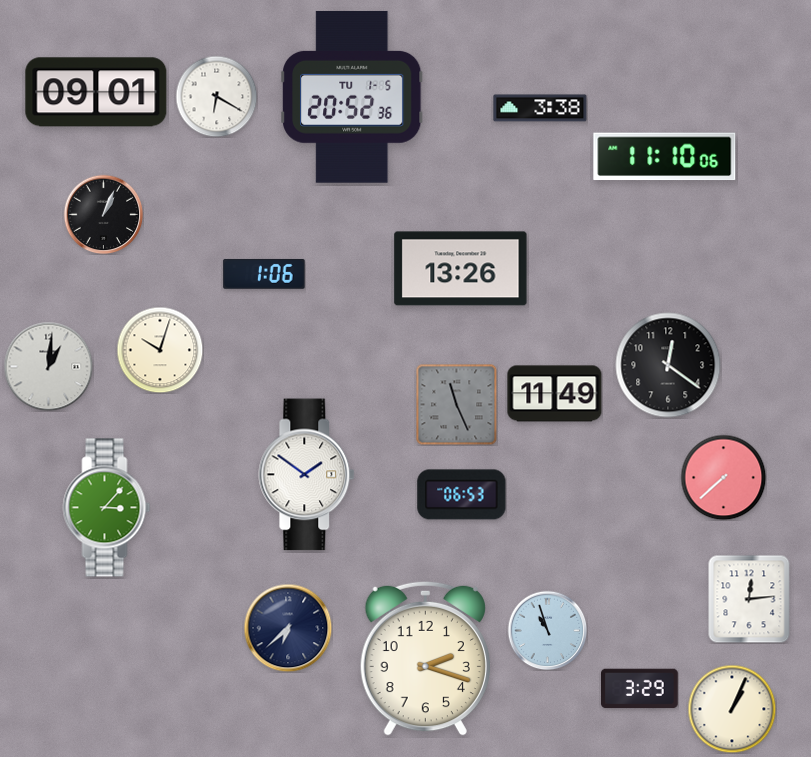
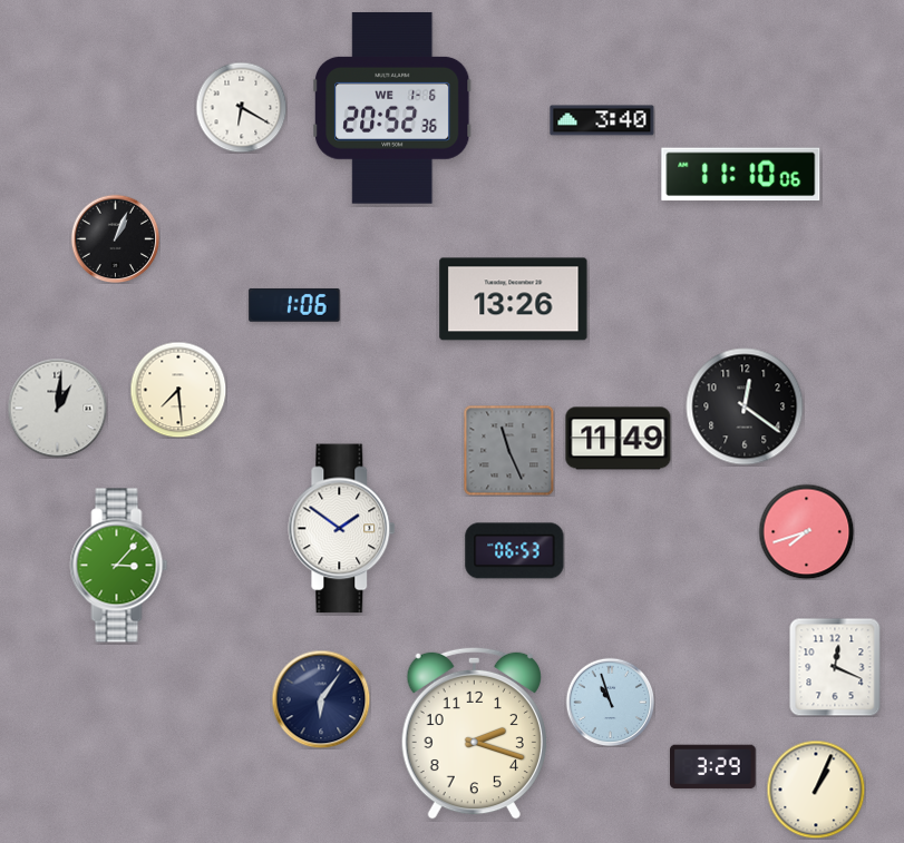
clock at (96, 92): 09:01 -> none
clock at (353, 97) date: TU 1-5 -> WE 1-6
clock at (540, 108): 3:38 -> 3:40
clock at (160, 350): 10:03 -> 7:29
clock at (48, 366) position: (48, 366) -> (57, 408)
clock at (723, 477): 7:38 -> 7:42
clock at (749, 599): 12:14 -> 12:19
clock at (288, 628): 6:38 -> 6:06
